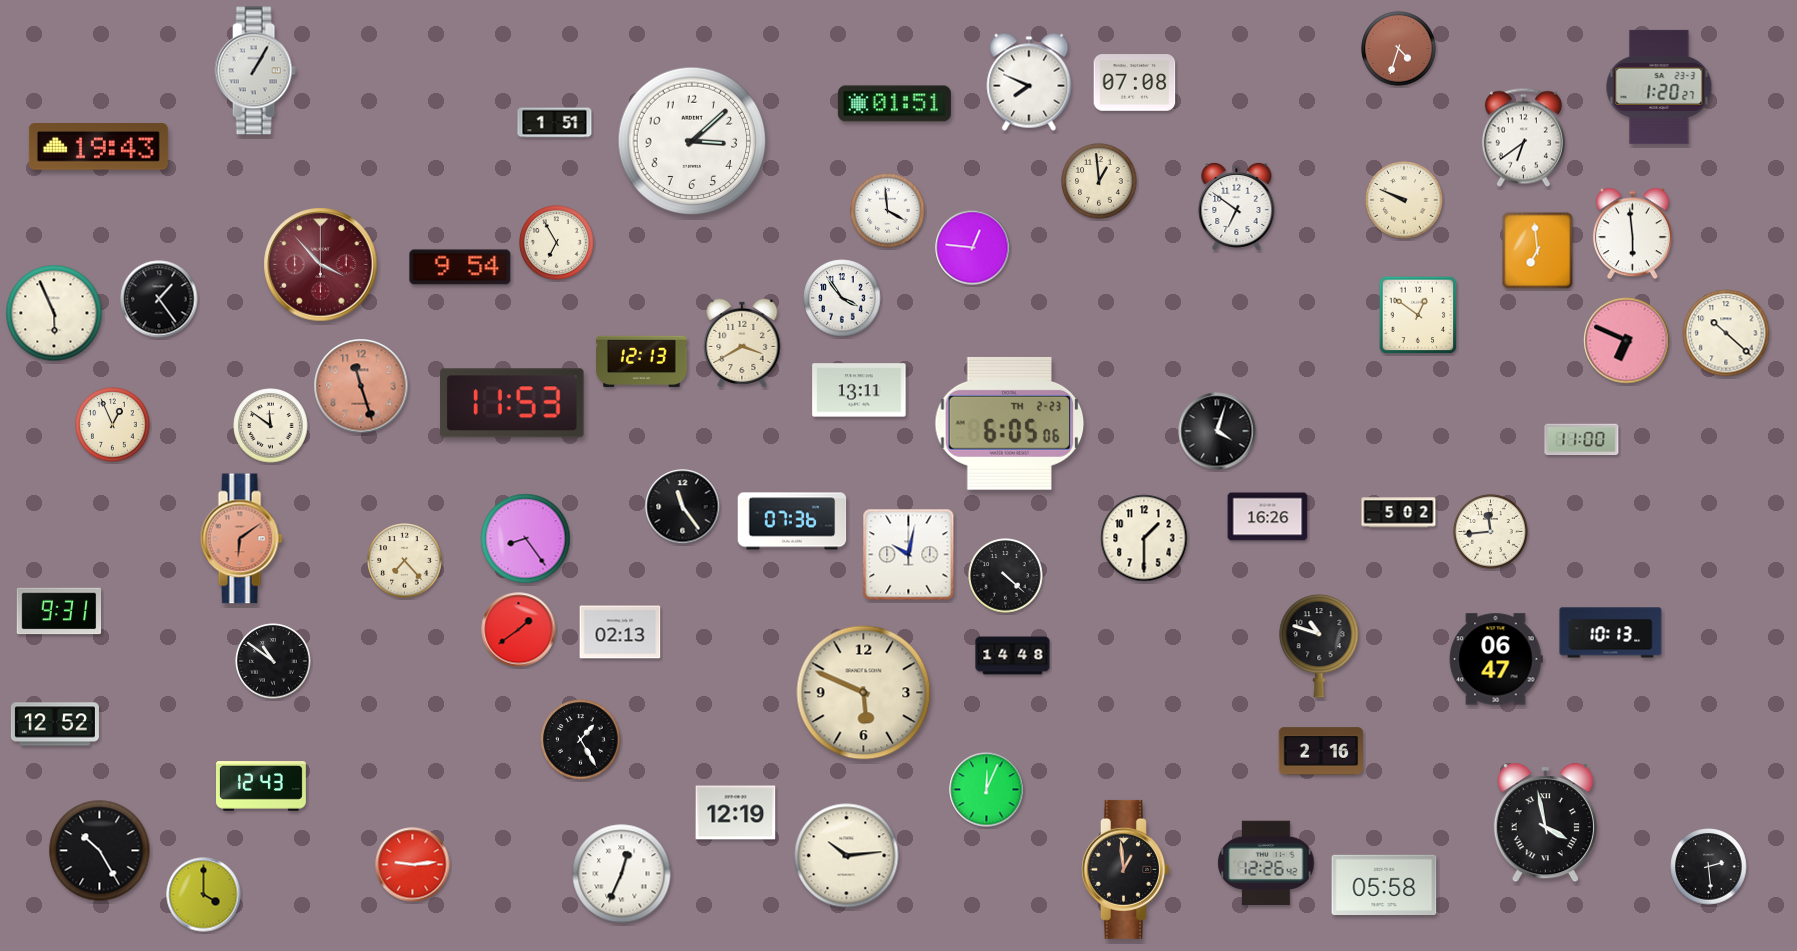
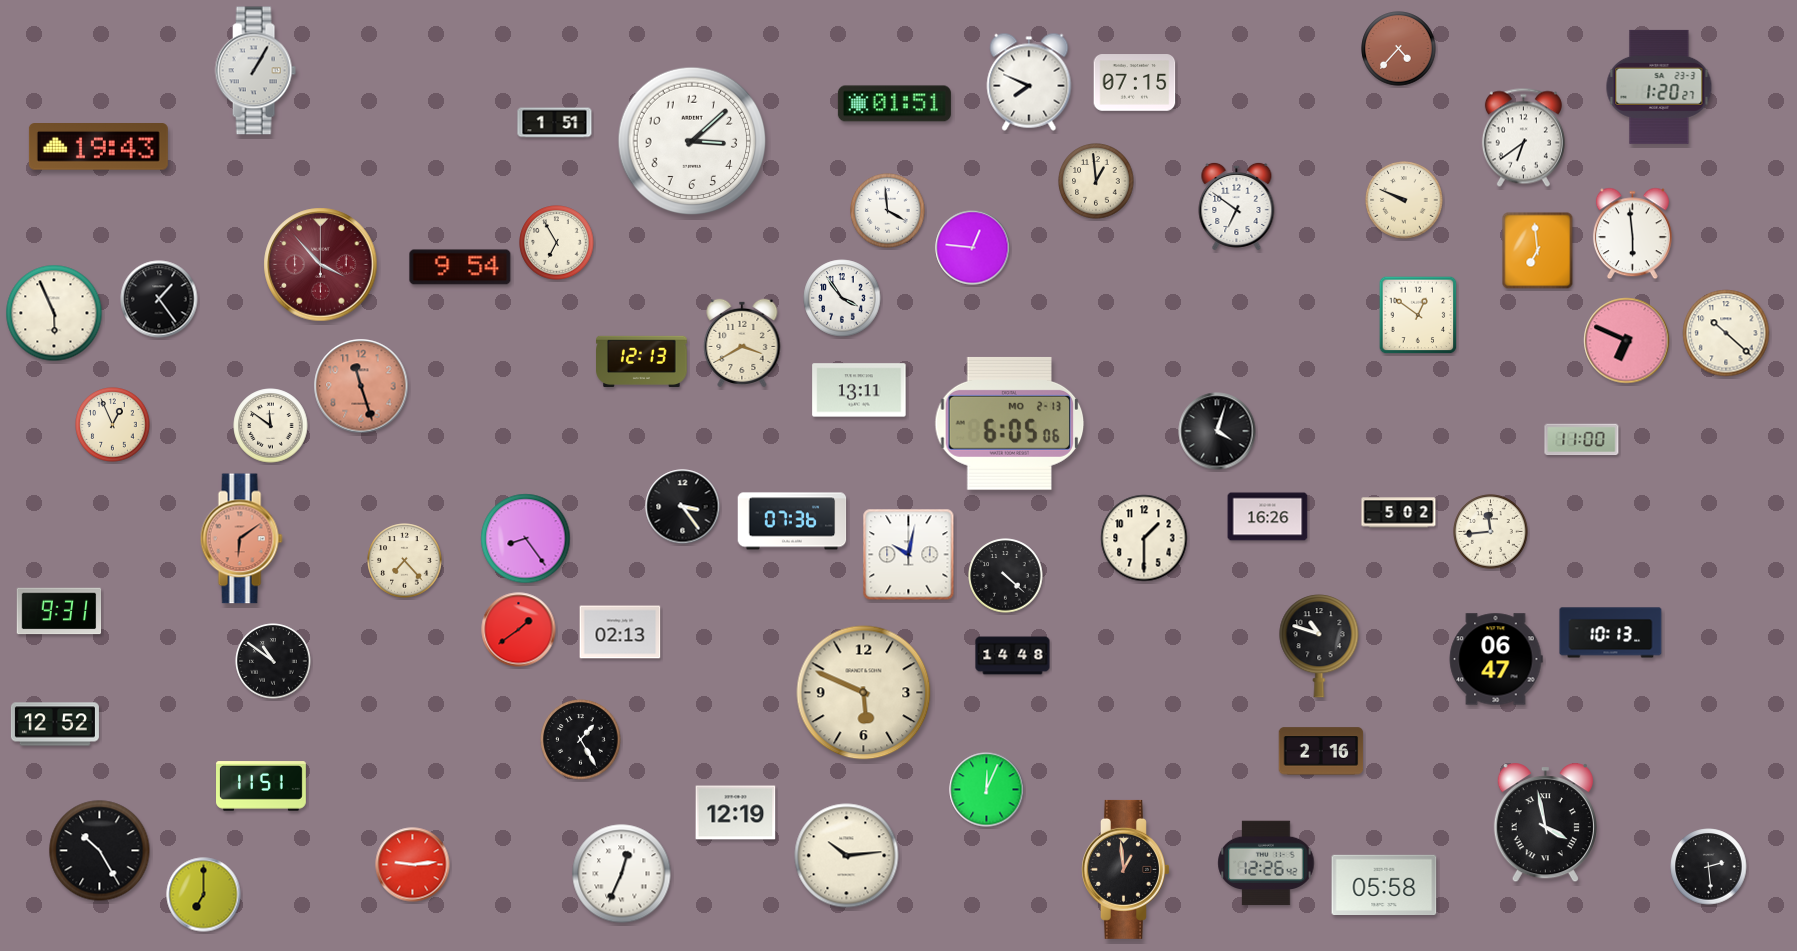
clock at (1399, 49): 4:33 -> 4:37
clock at (1135, 83): 07:08 -> 07:15
clock at (1099, 181) position: (1099, 181) -> (1096, 181)
clock at (512, 403): 11:53 -> none
clock at (1010, 423) date: TH 2-23 -> MO 2-13
clock at (683, 507): 11:24 -> 3:24
clock at (262, 786): 12:43 -> 11:51
clock at (204, 895): 4:00 -> 7:00
